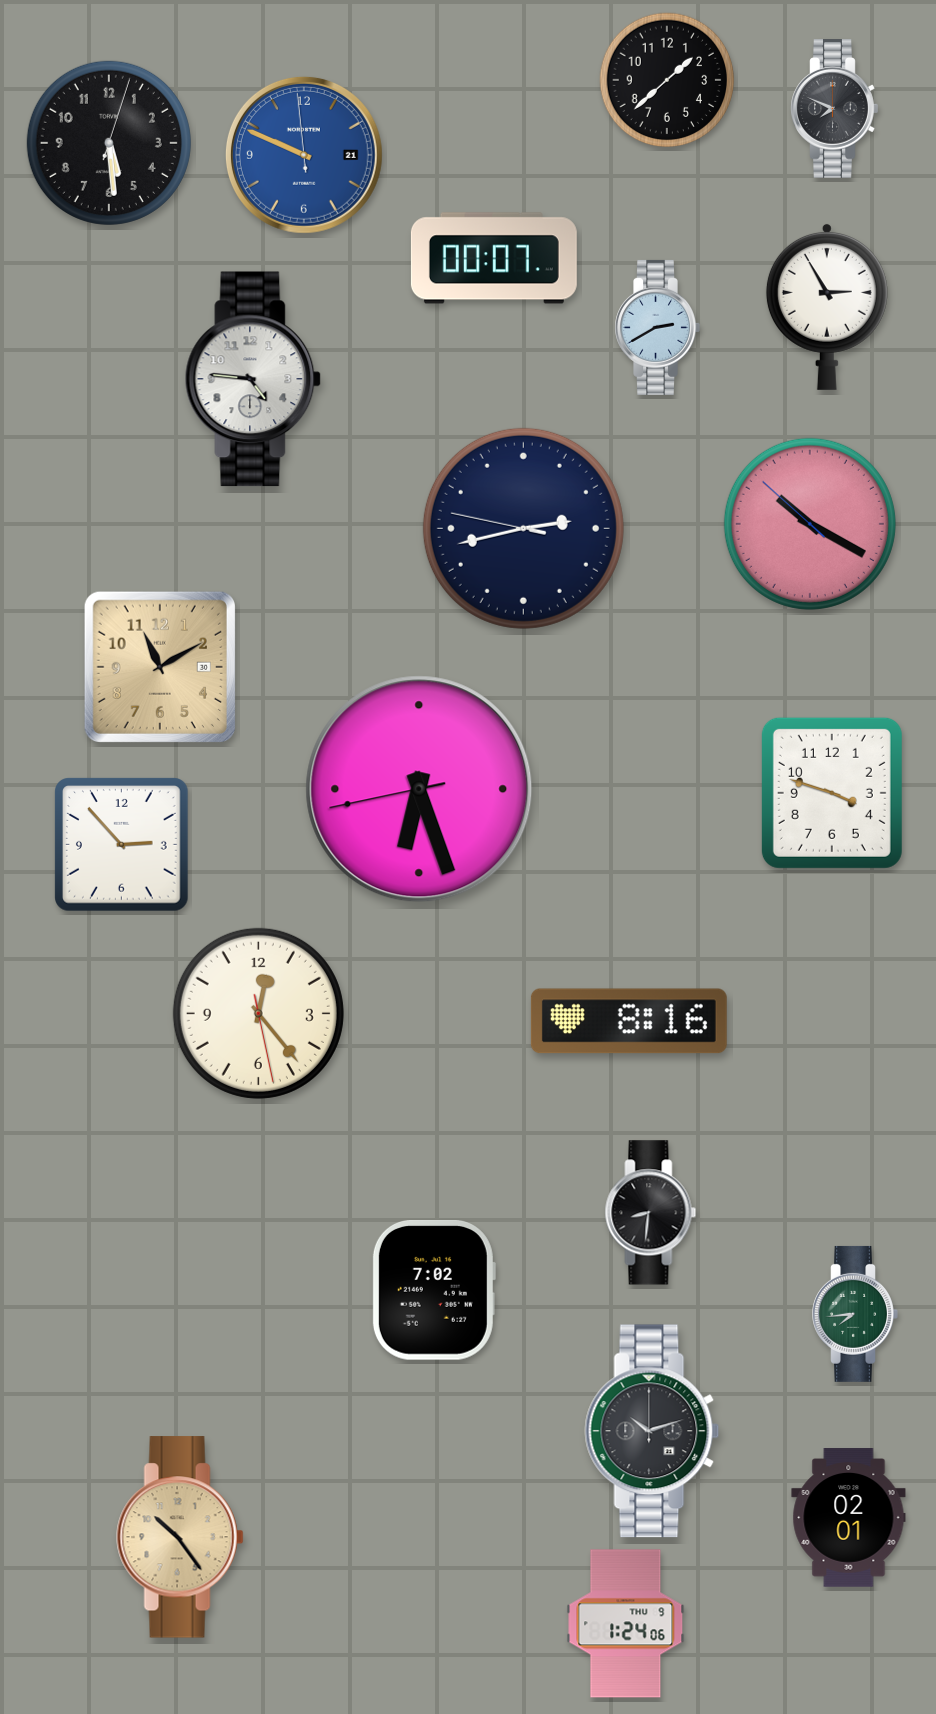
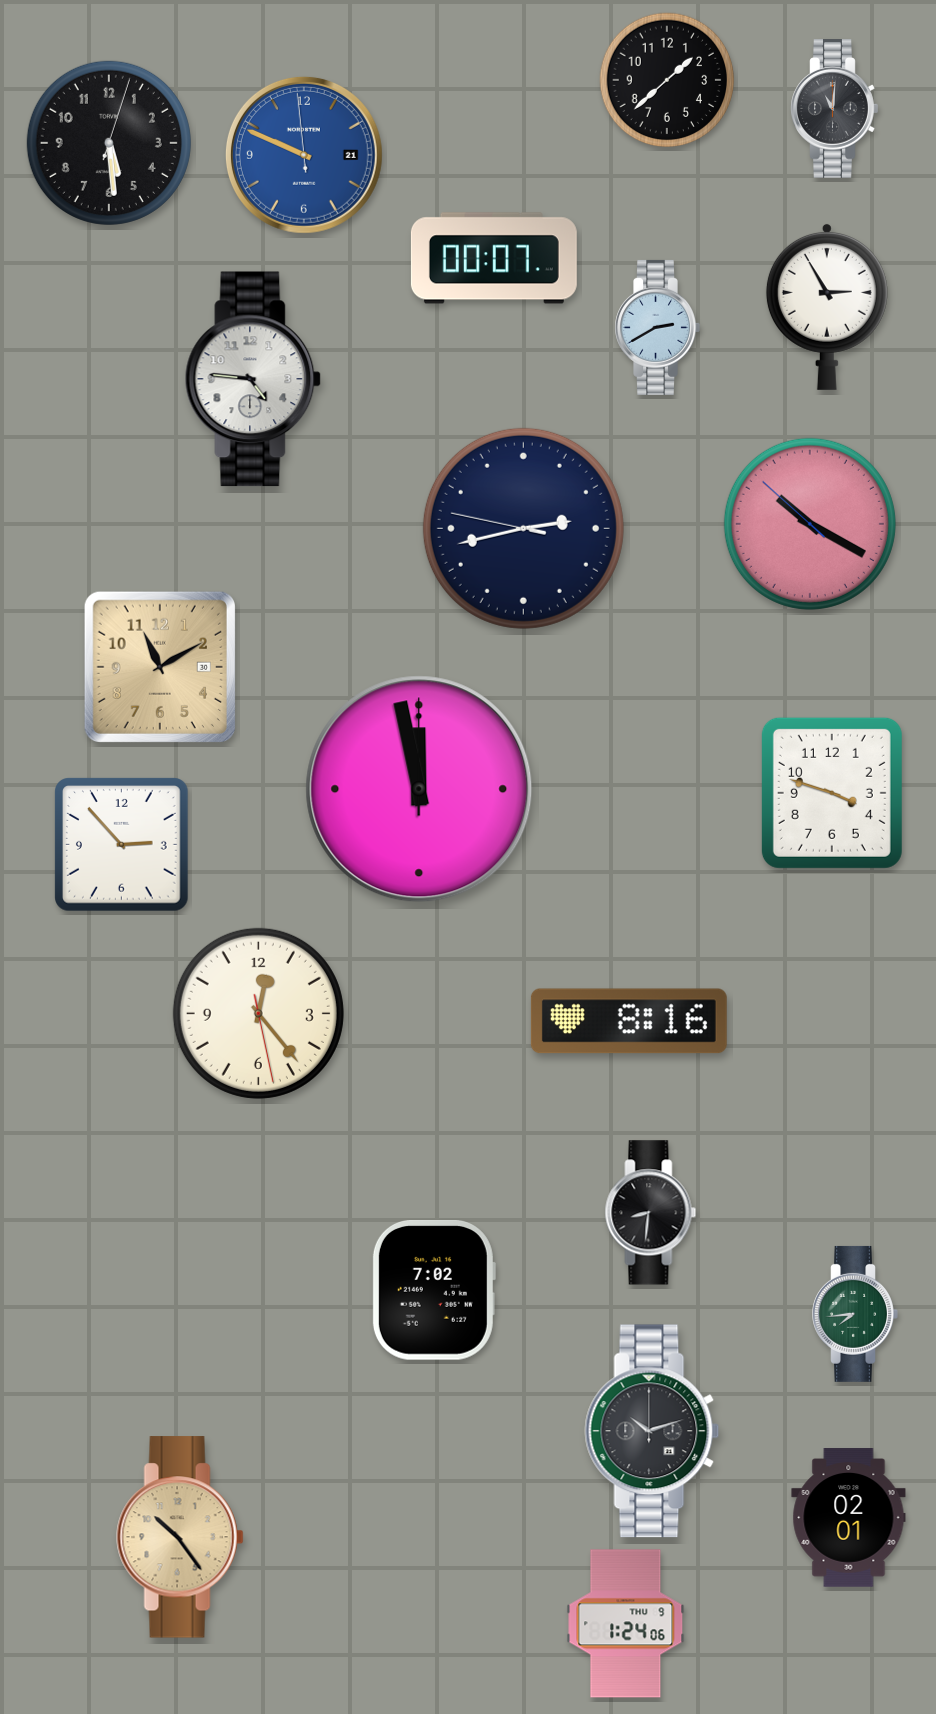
clock at (835, 109): 7:49 -> 11:01
clock at (419, 789): 6:26 -> 11:58
